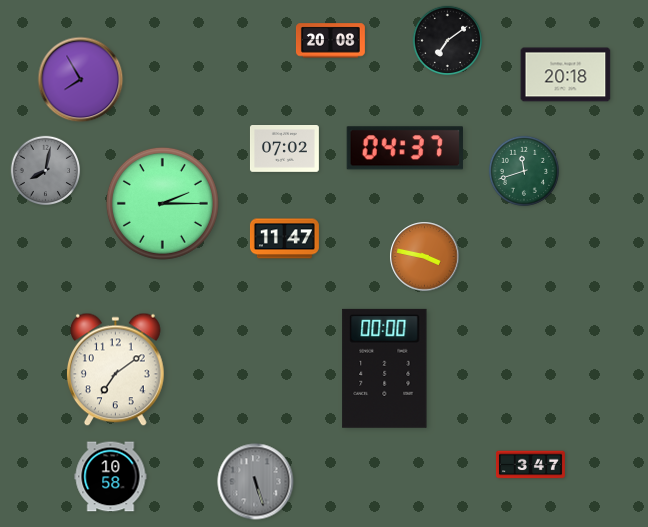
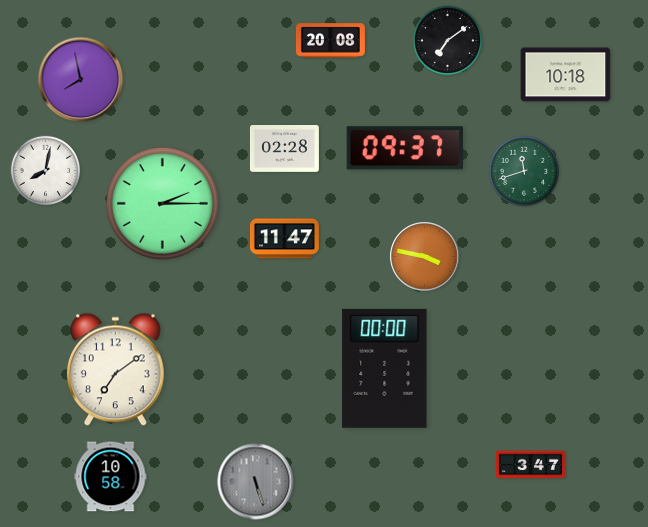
clock at (566, 75): 20:18 -> 10:18
clock at (81, 80): 7:55 -> 7:58
clock at (405, 148): 04:37 -> 09:37
clock at (284, 149): 07:02 -> 02:28
clock at (46, 171) dial: grey -> white
